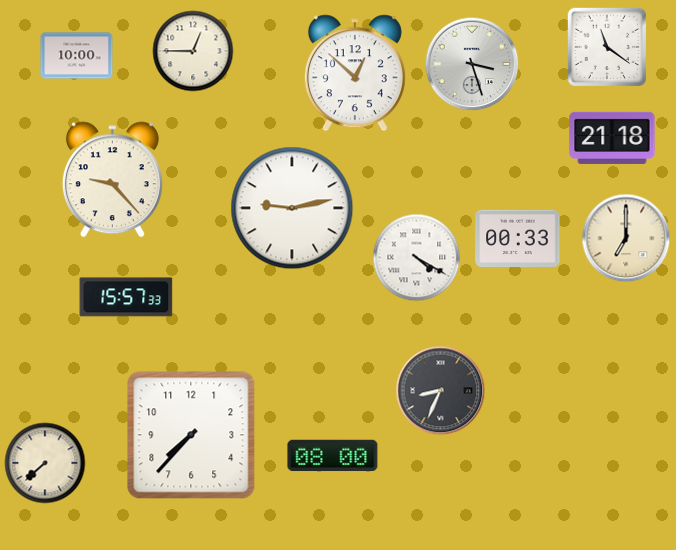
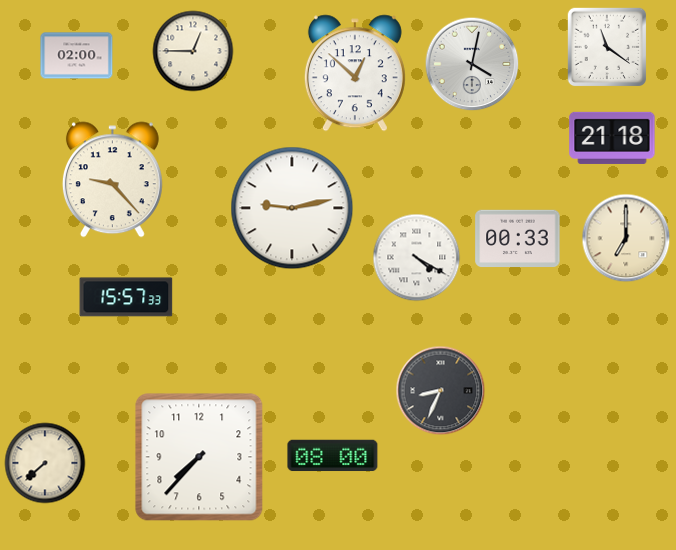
clock at (77, 56): 10:00 -> 02:00
clock at (472, 64): 3:27 -> 4:02
clock at (191, 435) position: (191, 435) -> (199, 457)
